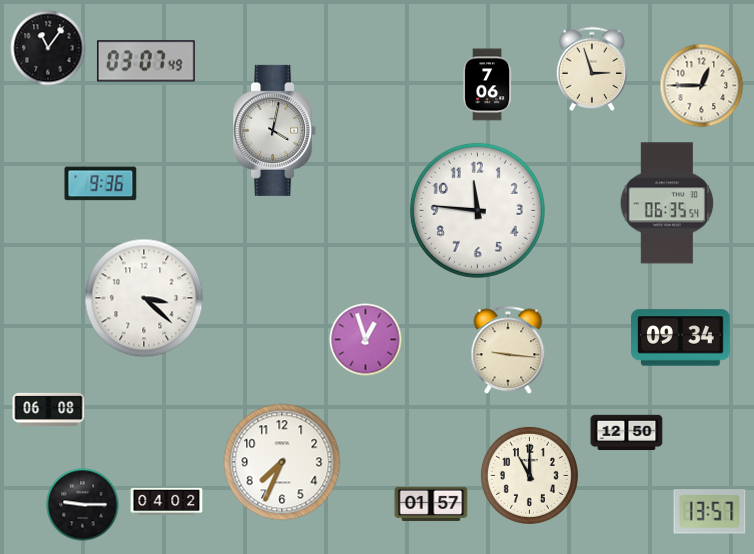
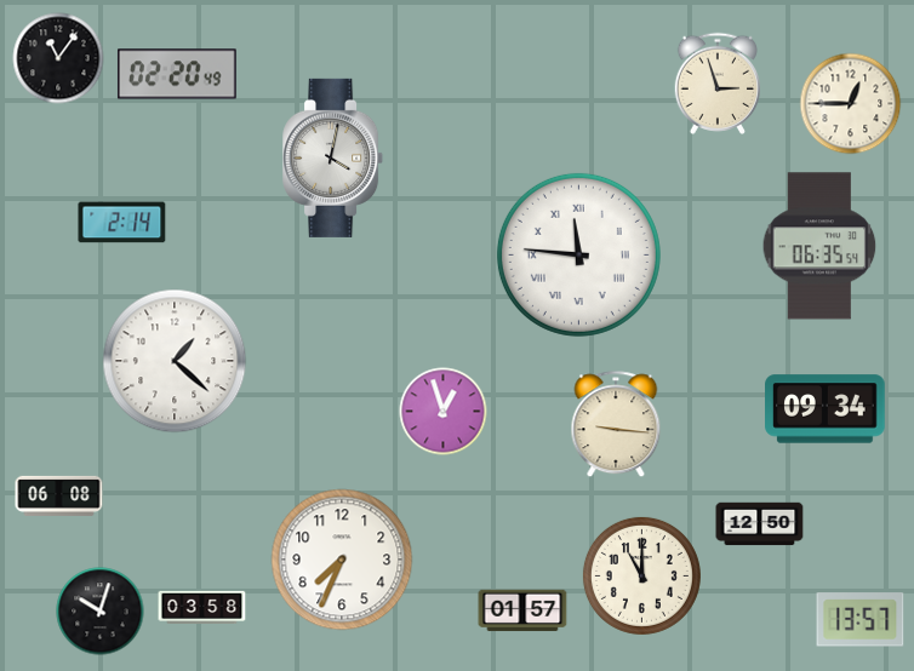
clock at (146, 61): 03:07 -> 02:20
clock at (488, 85): 7:06 -> none
clock at (101, 184): 9:36 -> 2:14
clock at (667, 203) position: (667, 203) -> (819, 246)
clock at (477, 210) numerals: Arabic -> Roman
clock at (144, 298): 3:22 -> 1:22
clock at (167, 502): 04:02 -> 03:58
clock at (83, 505): 9:15 -> 10:03
